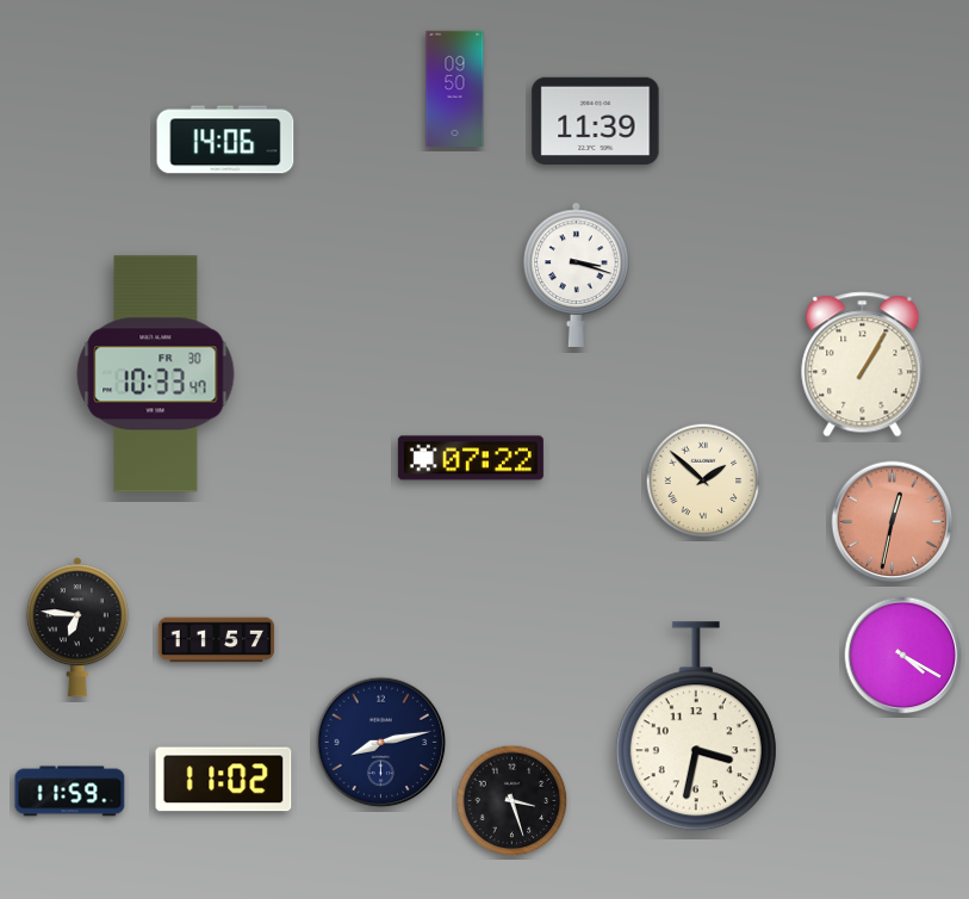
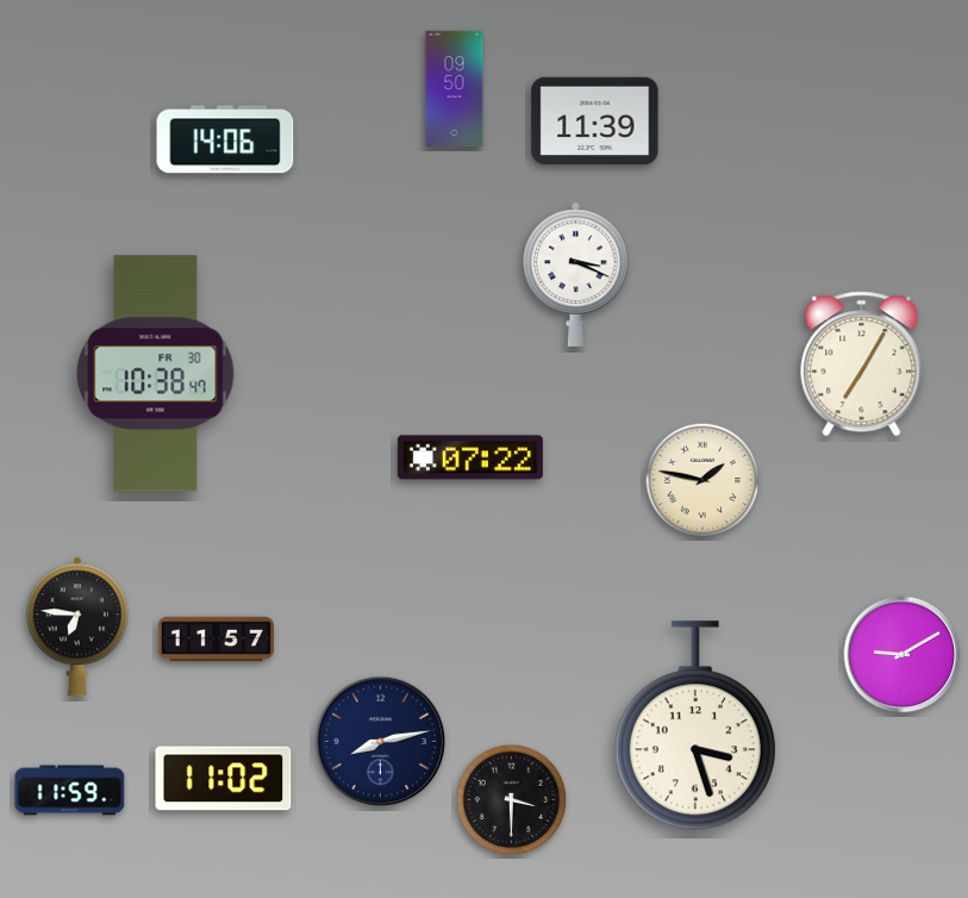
clock at (577, 274): 3:18 -> 3:19
clock at (863, 365): 1:05 -> 7:05
clock at (156, 374): 10:33 -> 10:38
clock at (703, 480): 1:52 -> 1:47
clock at (893, 522): 12:32 -> none
clock at (903, 656): 4:20 -> 9:10
clock at (696, 727): 3:32 -> 3:27
clock at (513, 801): 3:27 -> 3:30
